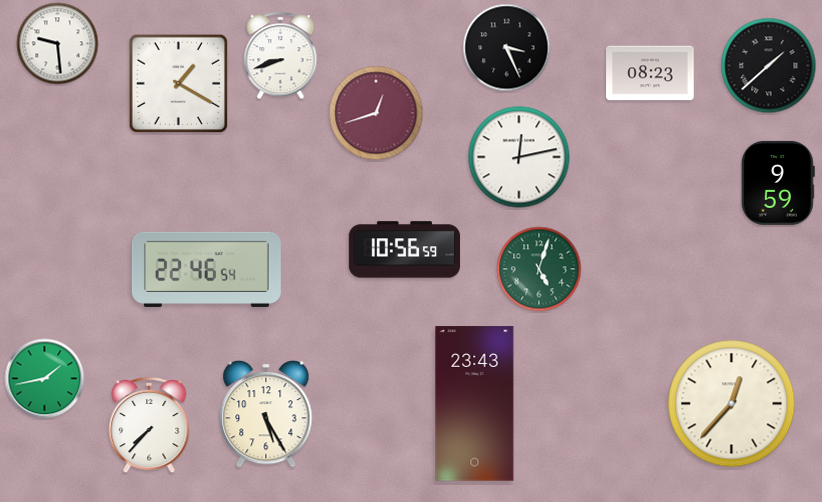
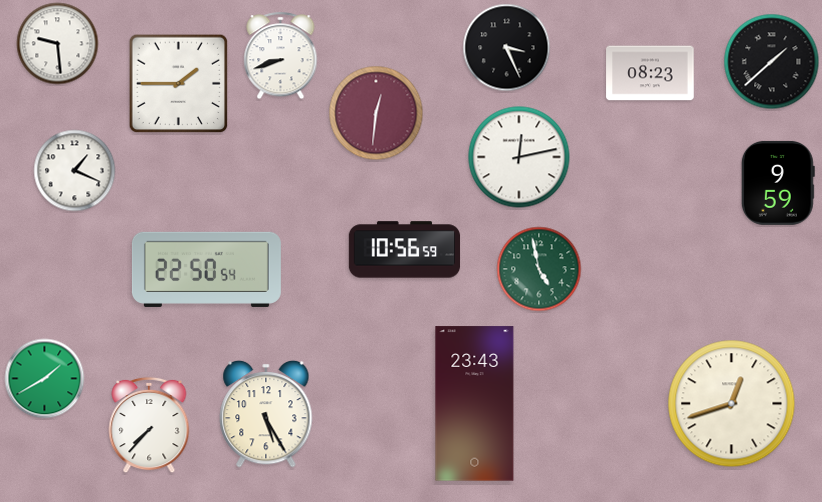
clock at (769, 66) position: (769, 66) -> (772, 62)
clock at (179, 84): 1:20 -> 1:45
clock at (376, 113): 12:42 -> 12:31
clock at (75, 171): none -> 1:19
clock at (206, 269): 22:46 -> 22:50
clock at (539, 269): 5:03 -> 4:58
clock at (45, 379): 1:43 -> 1:40
clock at (732, 404): 12:37 -> 12:42
